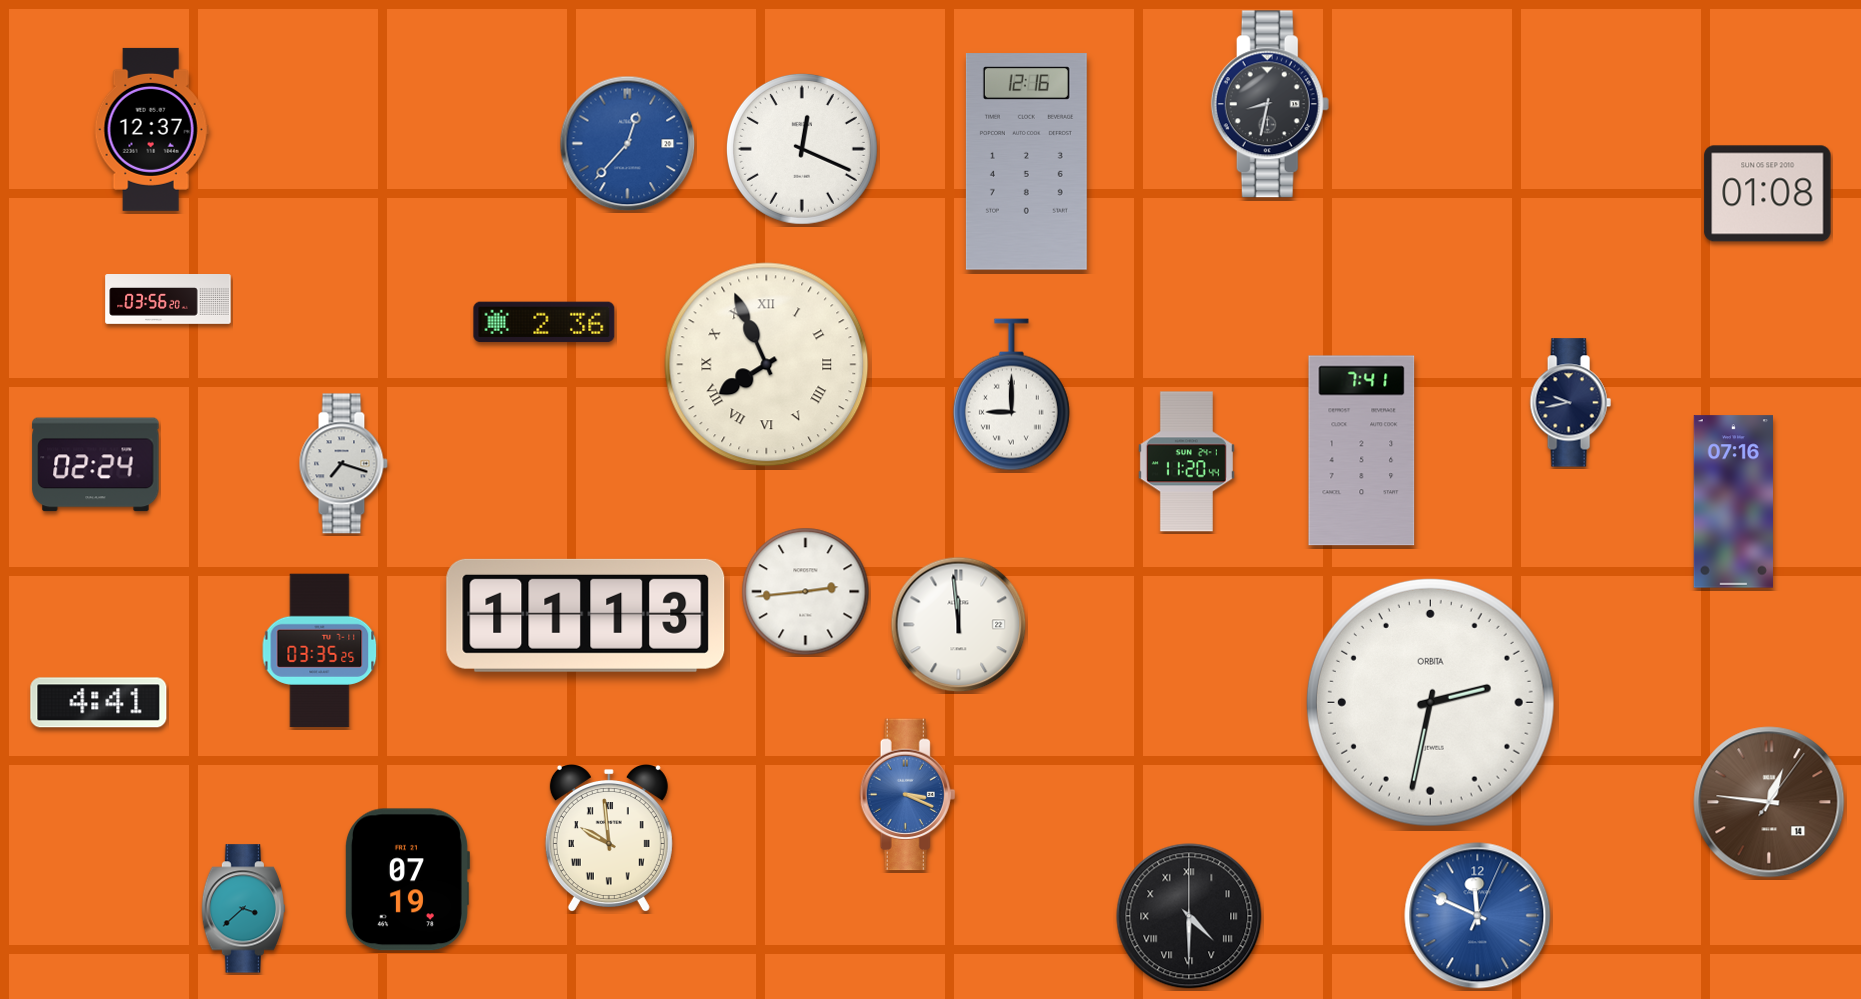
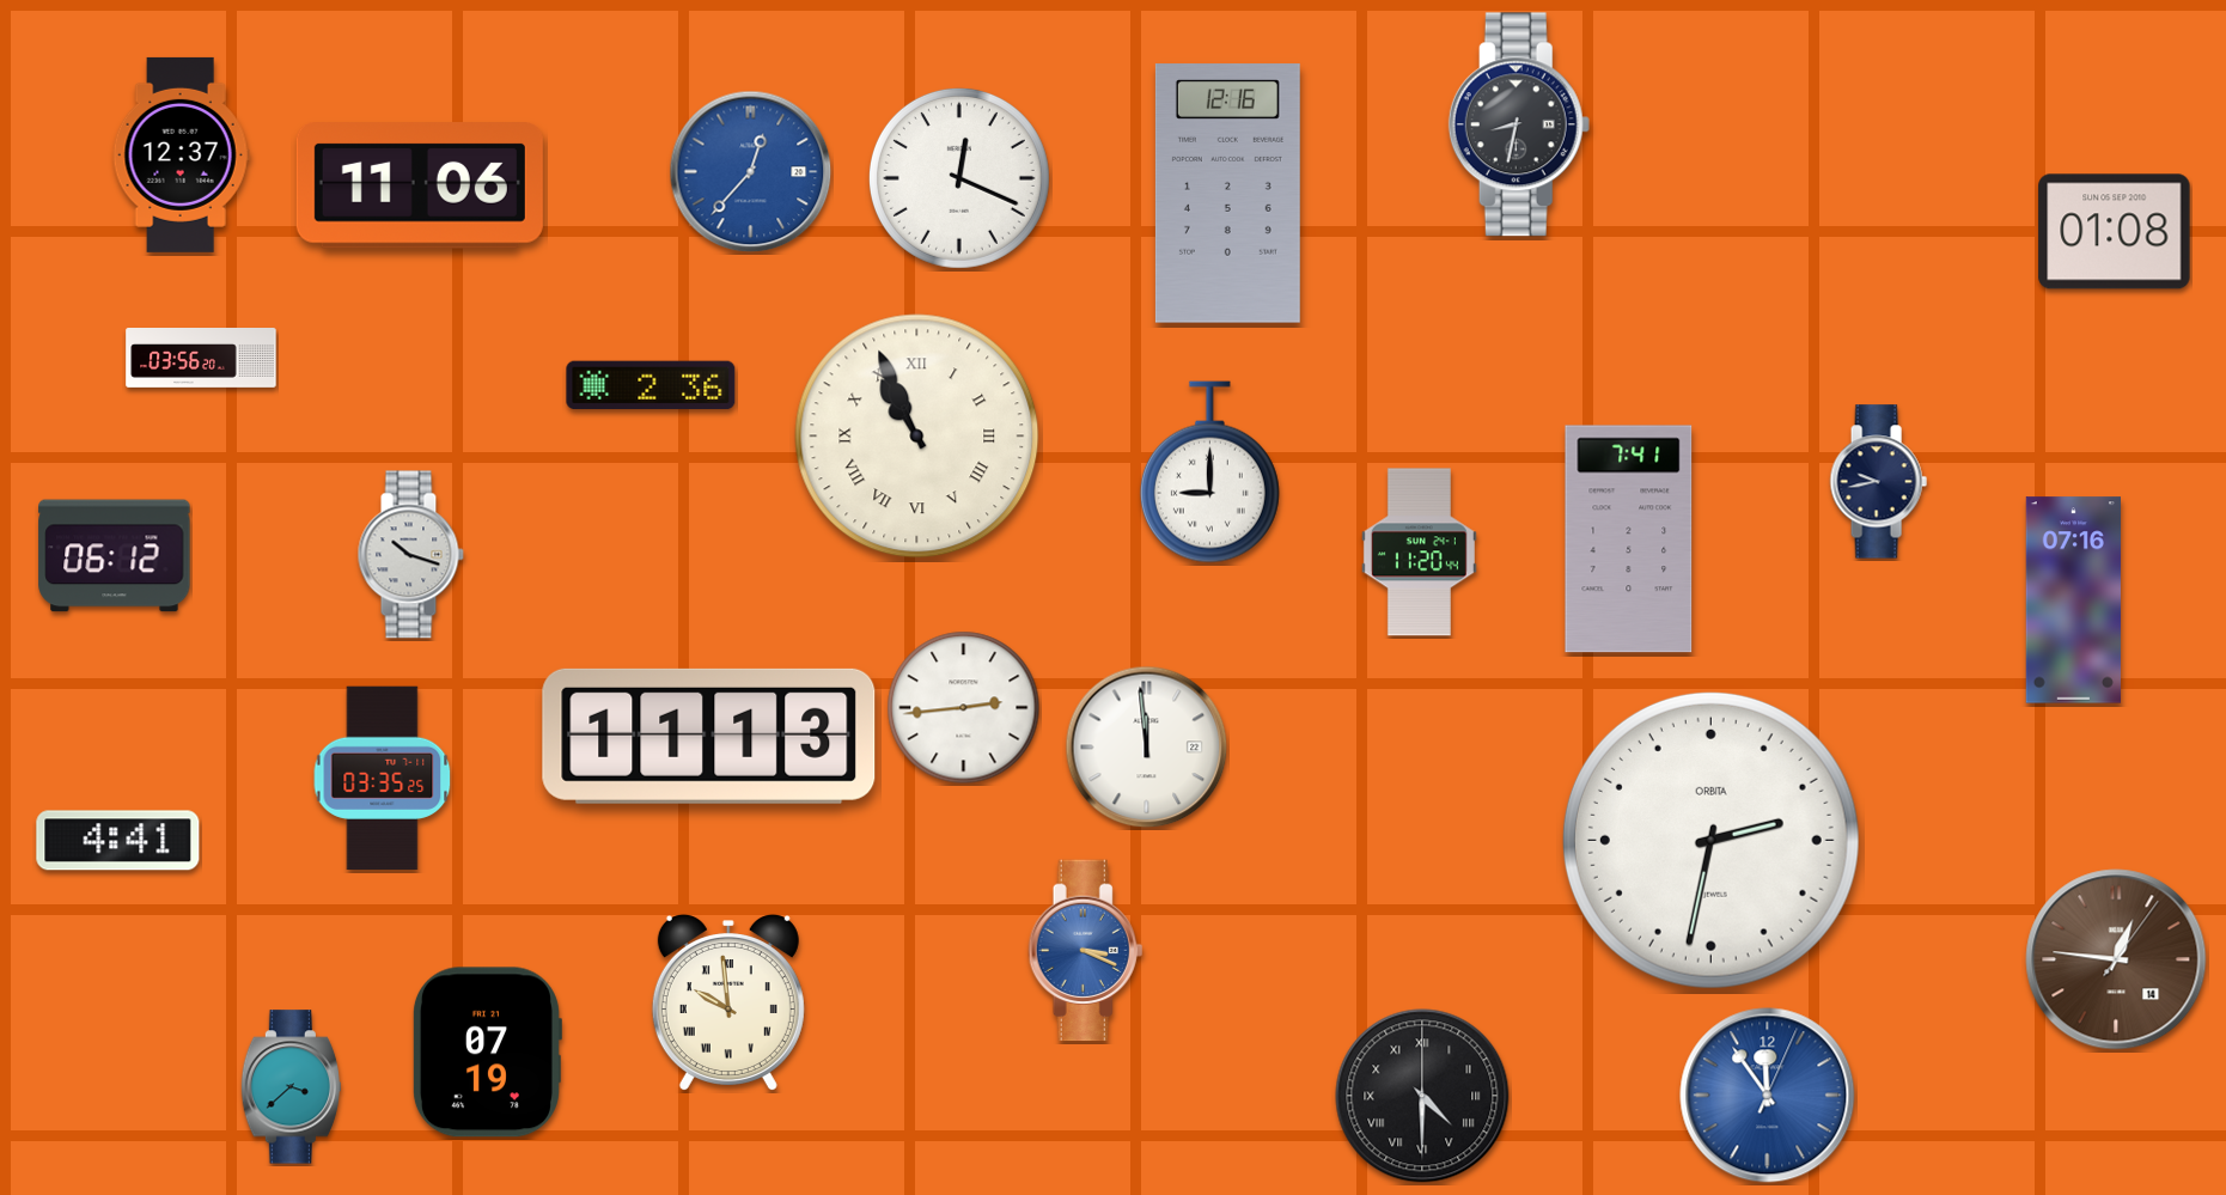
clock at (420, 187): none -> 11:06
clock at (767, 365): 7:56 -> 10:56
clock at (343, 464): 7:18 -> 10:18
clock at (96, 465): 02:24 -> 06:12
clock at (586, 615) position: (586, 615) -> (709, 736)
clock at (1478, 916): 11:49 -> 11:54
